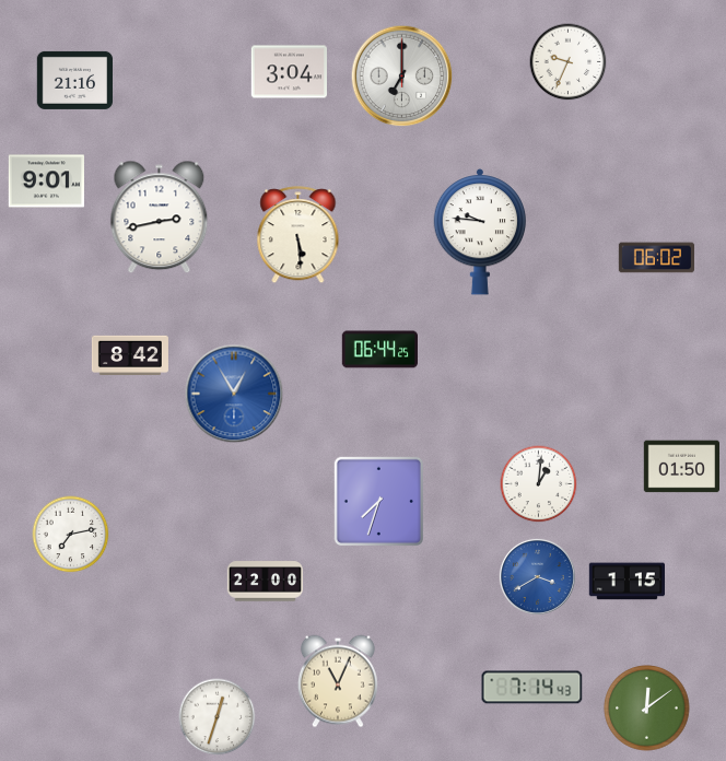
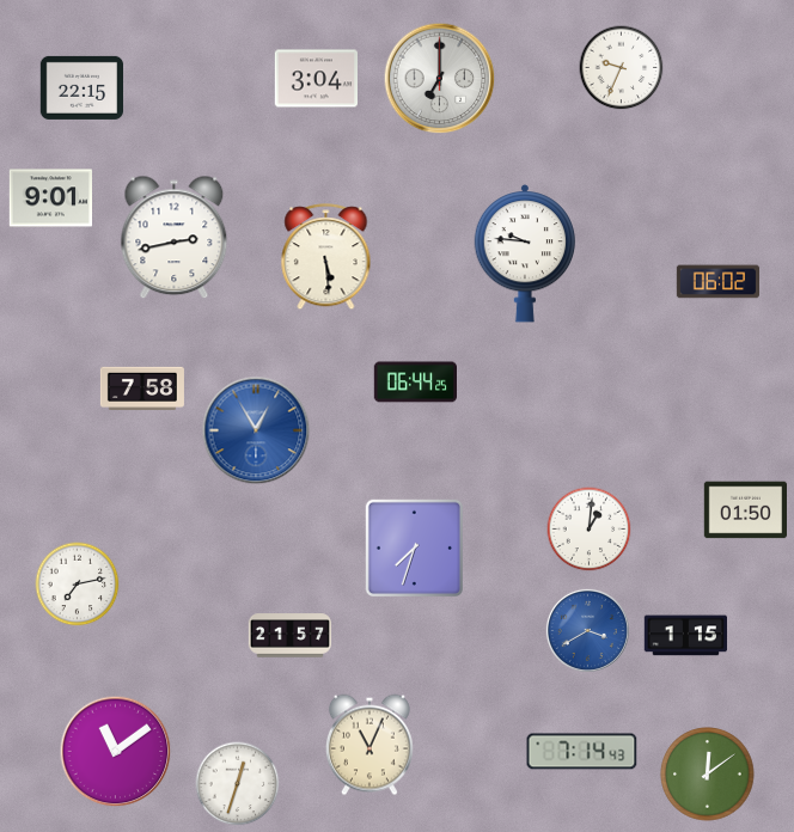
clock at (402, 77) position: (402, 77) -> (440, 79)
clock at (74, 80): 21:16 -> 22:15
clock at (130, 354): 8:42 -> 7:58
clock at (265, 582): 22:00 -> 21:57
clock at (116, 752): none -> 11:09
